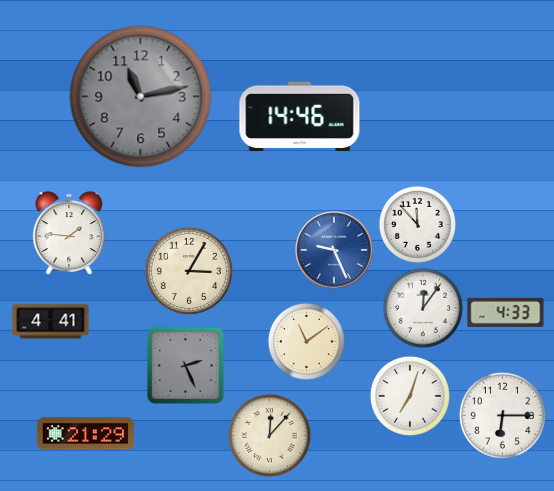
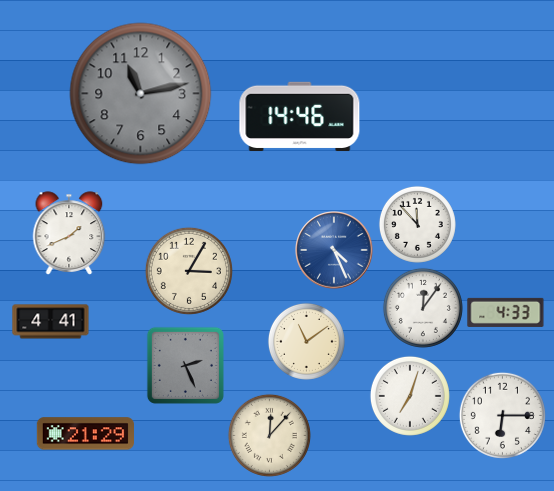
clock at (141, 97) position: (141, 97) -> (141, 94)
clock at (69, 233): 1:46 -> 1:41
clock at (334, 250): 9:26 -> 4:26
